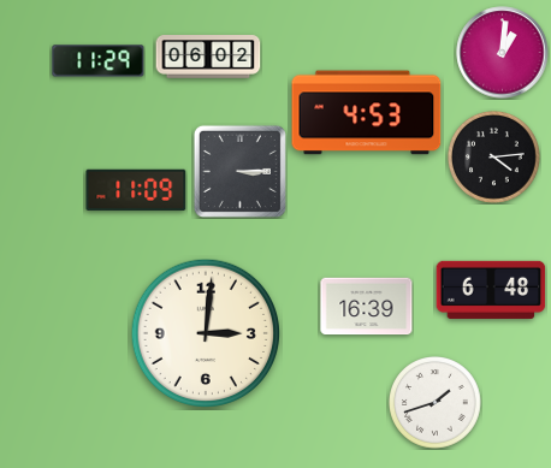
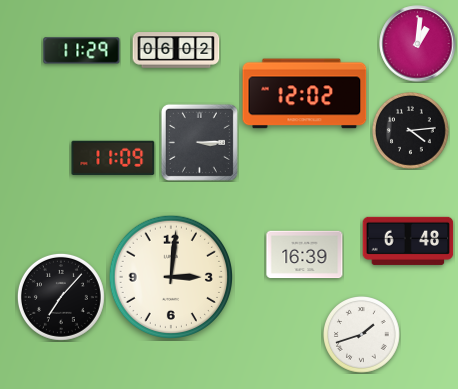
clock at (208, 57) position: (208, 57) -> (176, 50)
clock at (367, 113): 4:53 -> 12:02
clock at (61, 297): none -> 7:07
